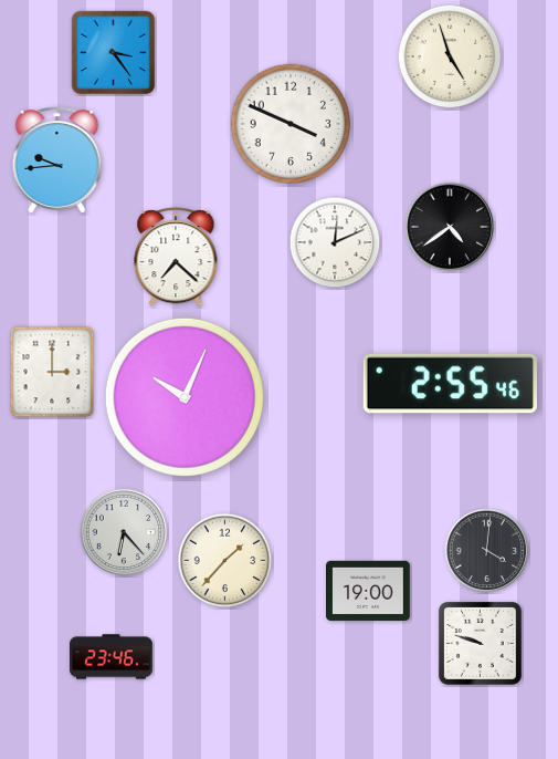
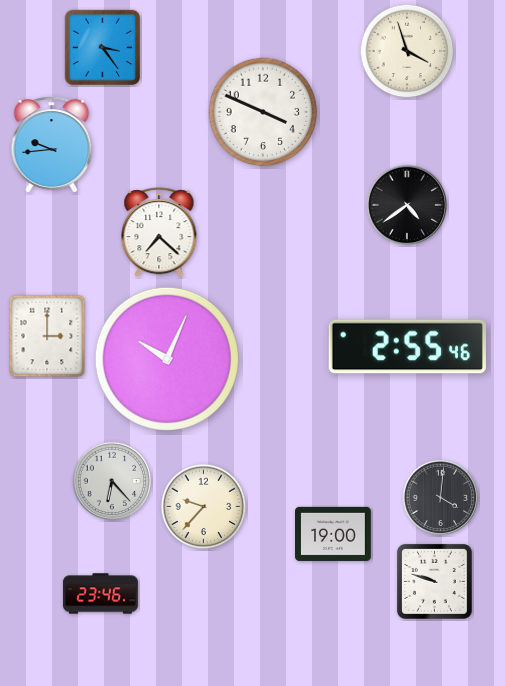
clock at (450, 56): 4:57 -> 3:57
clock at (335, 242): 12:11 -> none
clock at (225, 561): 1:37 -> 9:37
